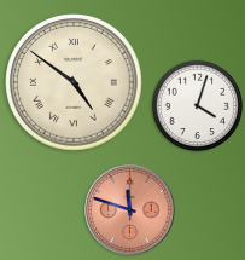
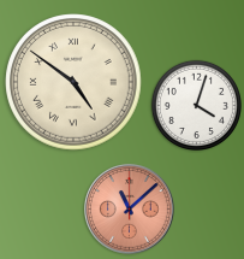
clock at (130, 210): 11:48 -> 11:08
